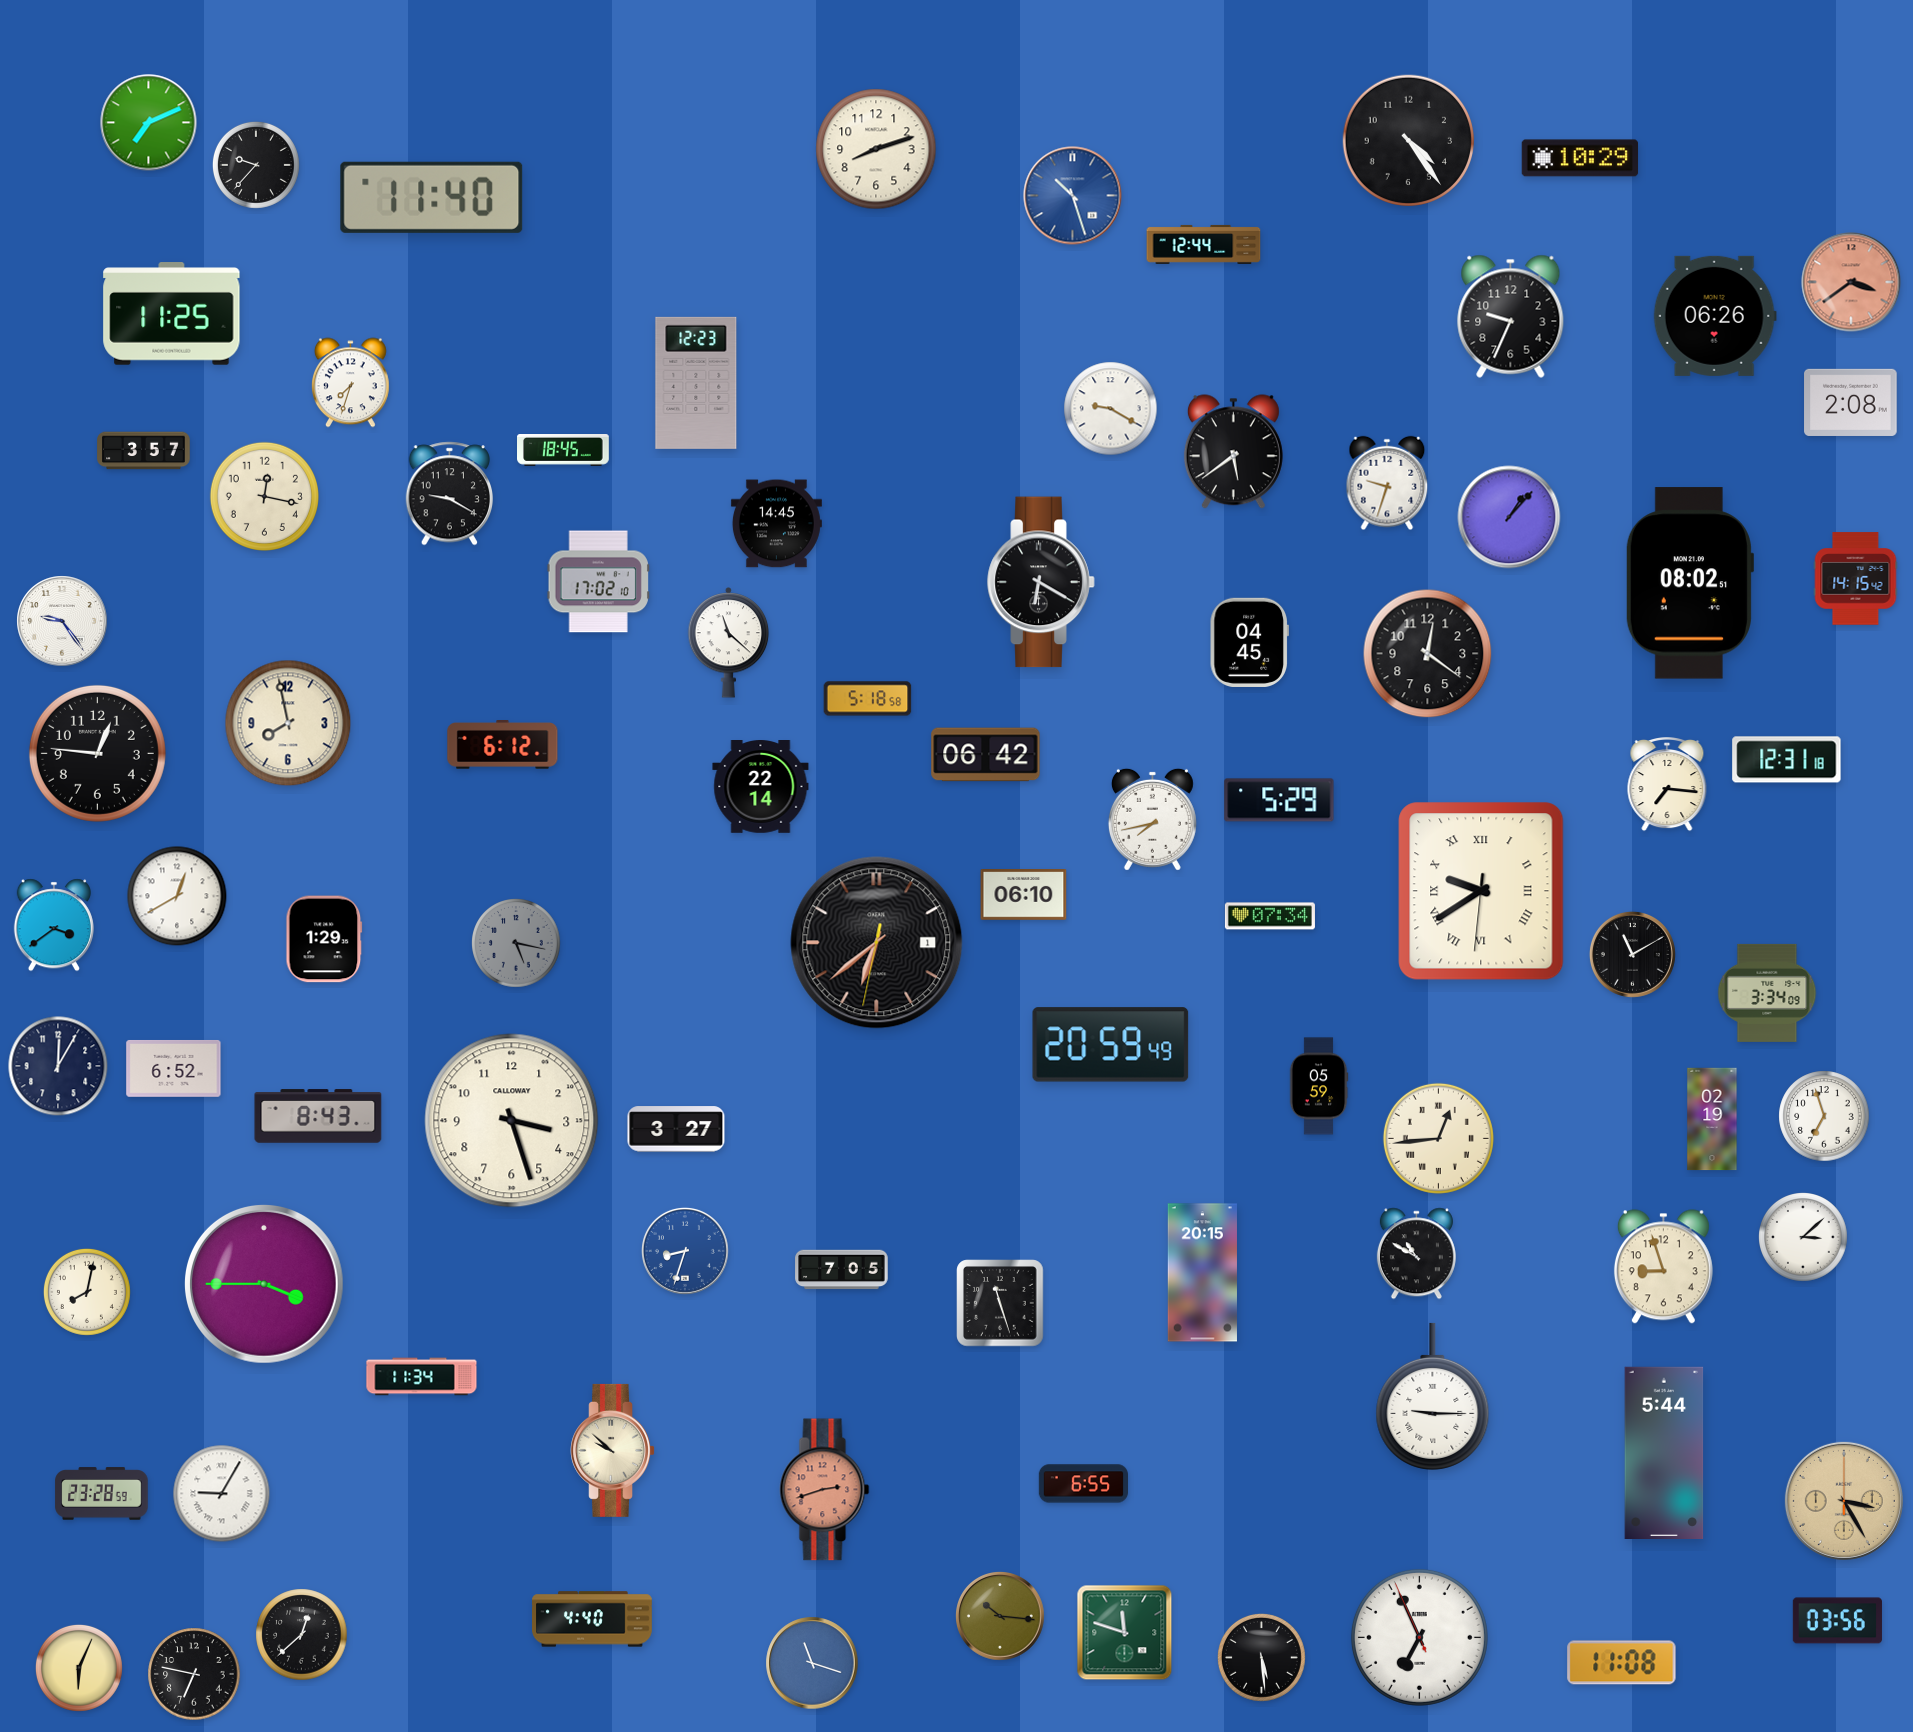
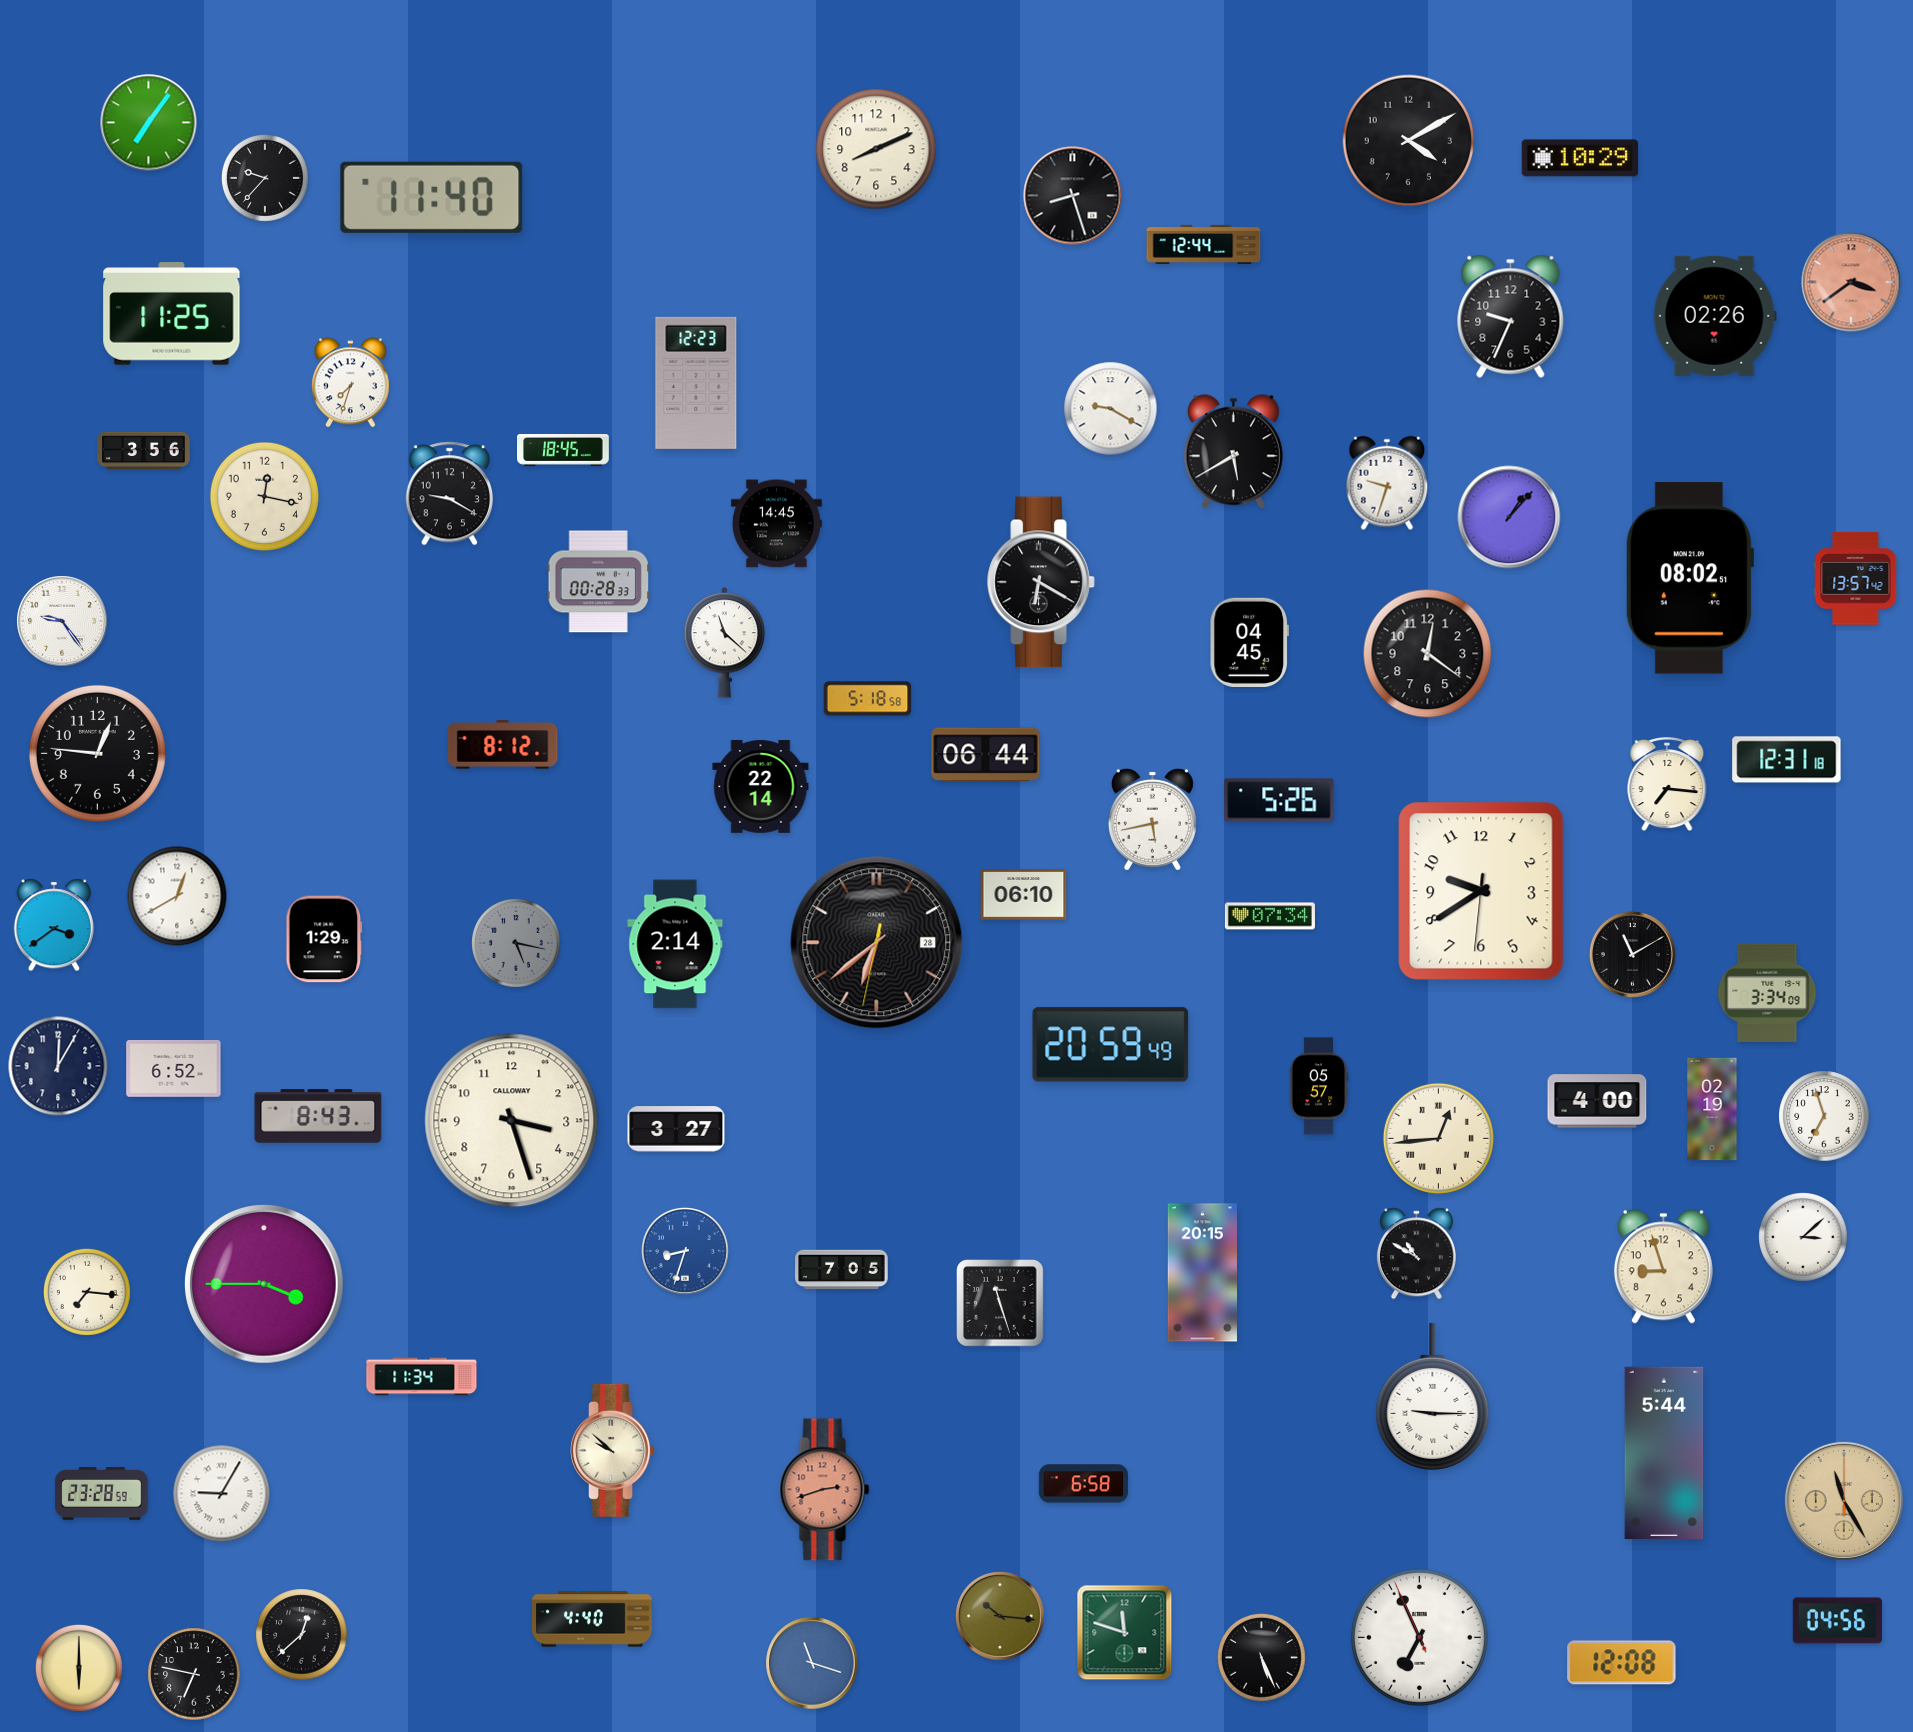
clock at (149, 123): 7:11 -> 7:06
clock at (1409, 141): 4:24 -> 4:10
clock at (876, 149): 8:12 -> 8:11
clock at (256, 165) position: (256, 165) -> (265, 178)
clock at (1073, 196): 10:27 -> 8:27
clock at (1073, 196) dial: blue -> black
clock at (1715, 316): 06:26 -> 02:26
clock at (1851, 402): 2:08 -> none
clock at (144, 451): 3:57 -> 3:56
clock at (1233, 452): 5:39 -> 5:40
clock at (1856, 579): 14:15 -> 13:57
clock at (598, 582): 17:02 -> 00:28
clock at (1689, 583) position: (1689, 583) -> (1689, 578)
clock at (729, 643) position: (729, 643) -> (725, 643)
clock at (288, 723): 7:58 -> none
clock at (503, 745): 6:12 -> 8:12
clock at (986, 755): 06:42 -> 06:44
clock at (1279, 800): 5:29 -> 5:26
clock at (1152, 819): 7:43 -> 5:43
clock at (1481, 891) numerals: Roman -> Arabic
clock at (877, 943) date: 1 -> 28
clock at (675, 944): none -> 2:14
clock at (1319, 1086): 05:59 -> 05:57
clock at (1597, 1101): none -> 4:00
clock at (1712, 1119) position: (1712, 1119) -> (1712, 1109)
clock at (87, 1292): 8:02 -> 7:16
clock at (1083, 1484): 6:55 -> 6:58
clock at (1844, 1501): 3:25 -> 11:25
clock at (1837, 1621): 03:56 -> 04:56
clock at (1261, 1657): 5:29 -> 5:26
clock at (1622, 1663): 11:08 -> 12:08
clock at (79, 1668): 6:04 -> 6:00
